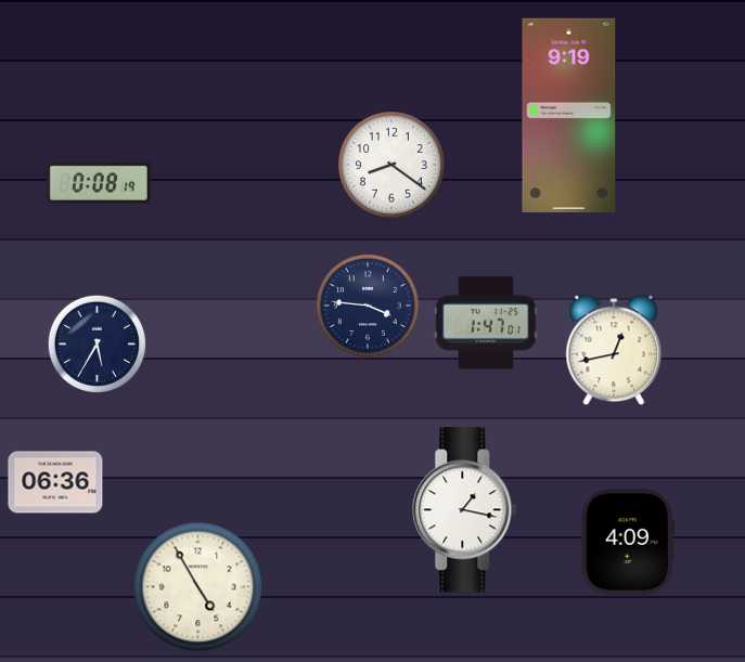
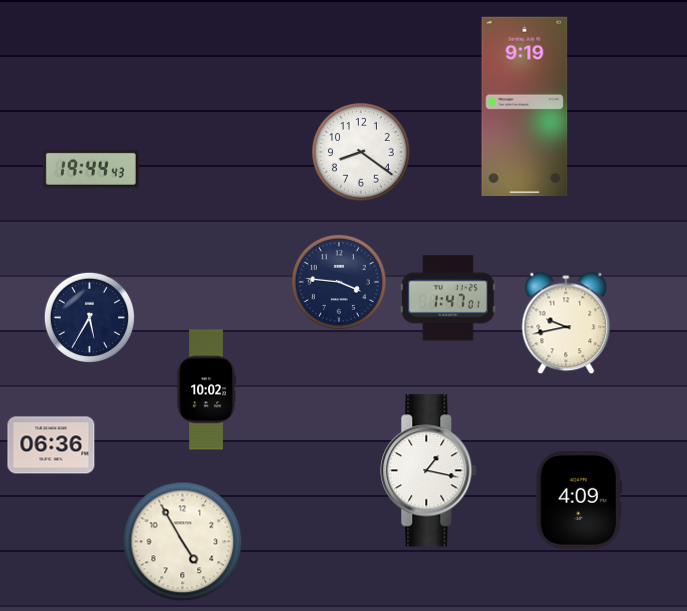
clock at (99, 183): 0:08 -> 19:44
clock at (614, 350): 12:43 -> 9:43
clock at (206, 390): none -> 10:02
